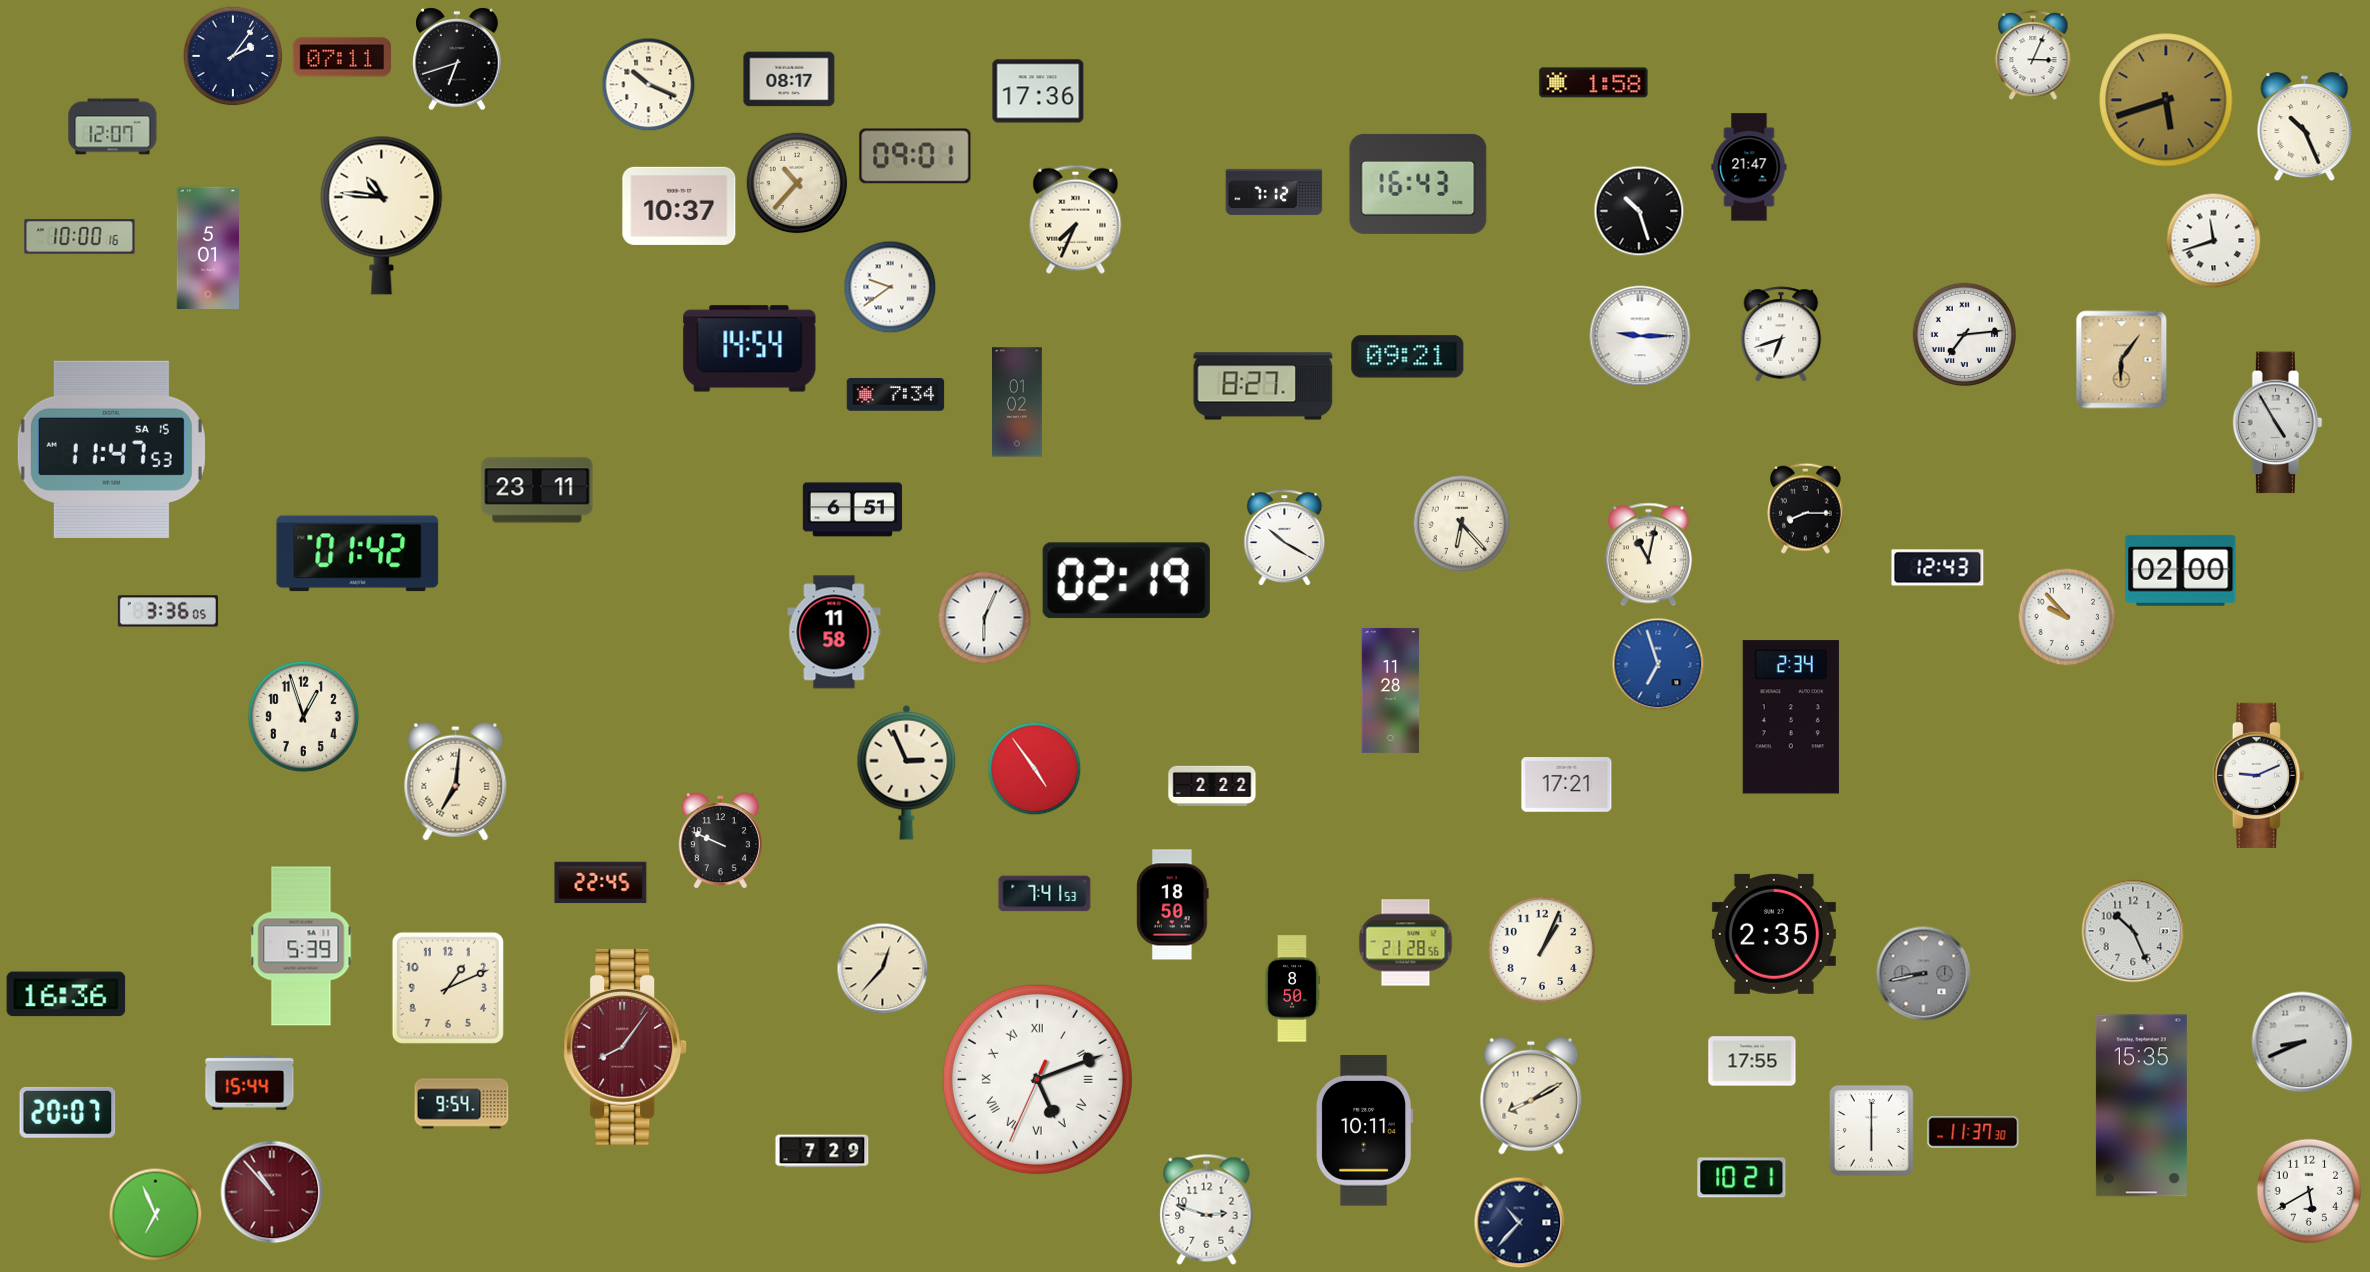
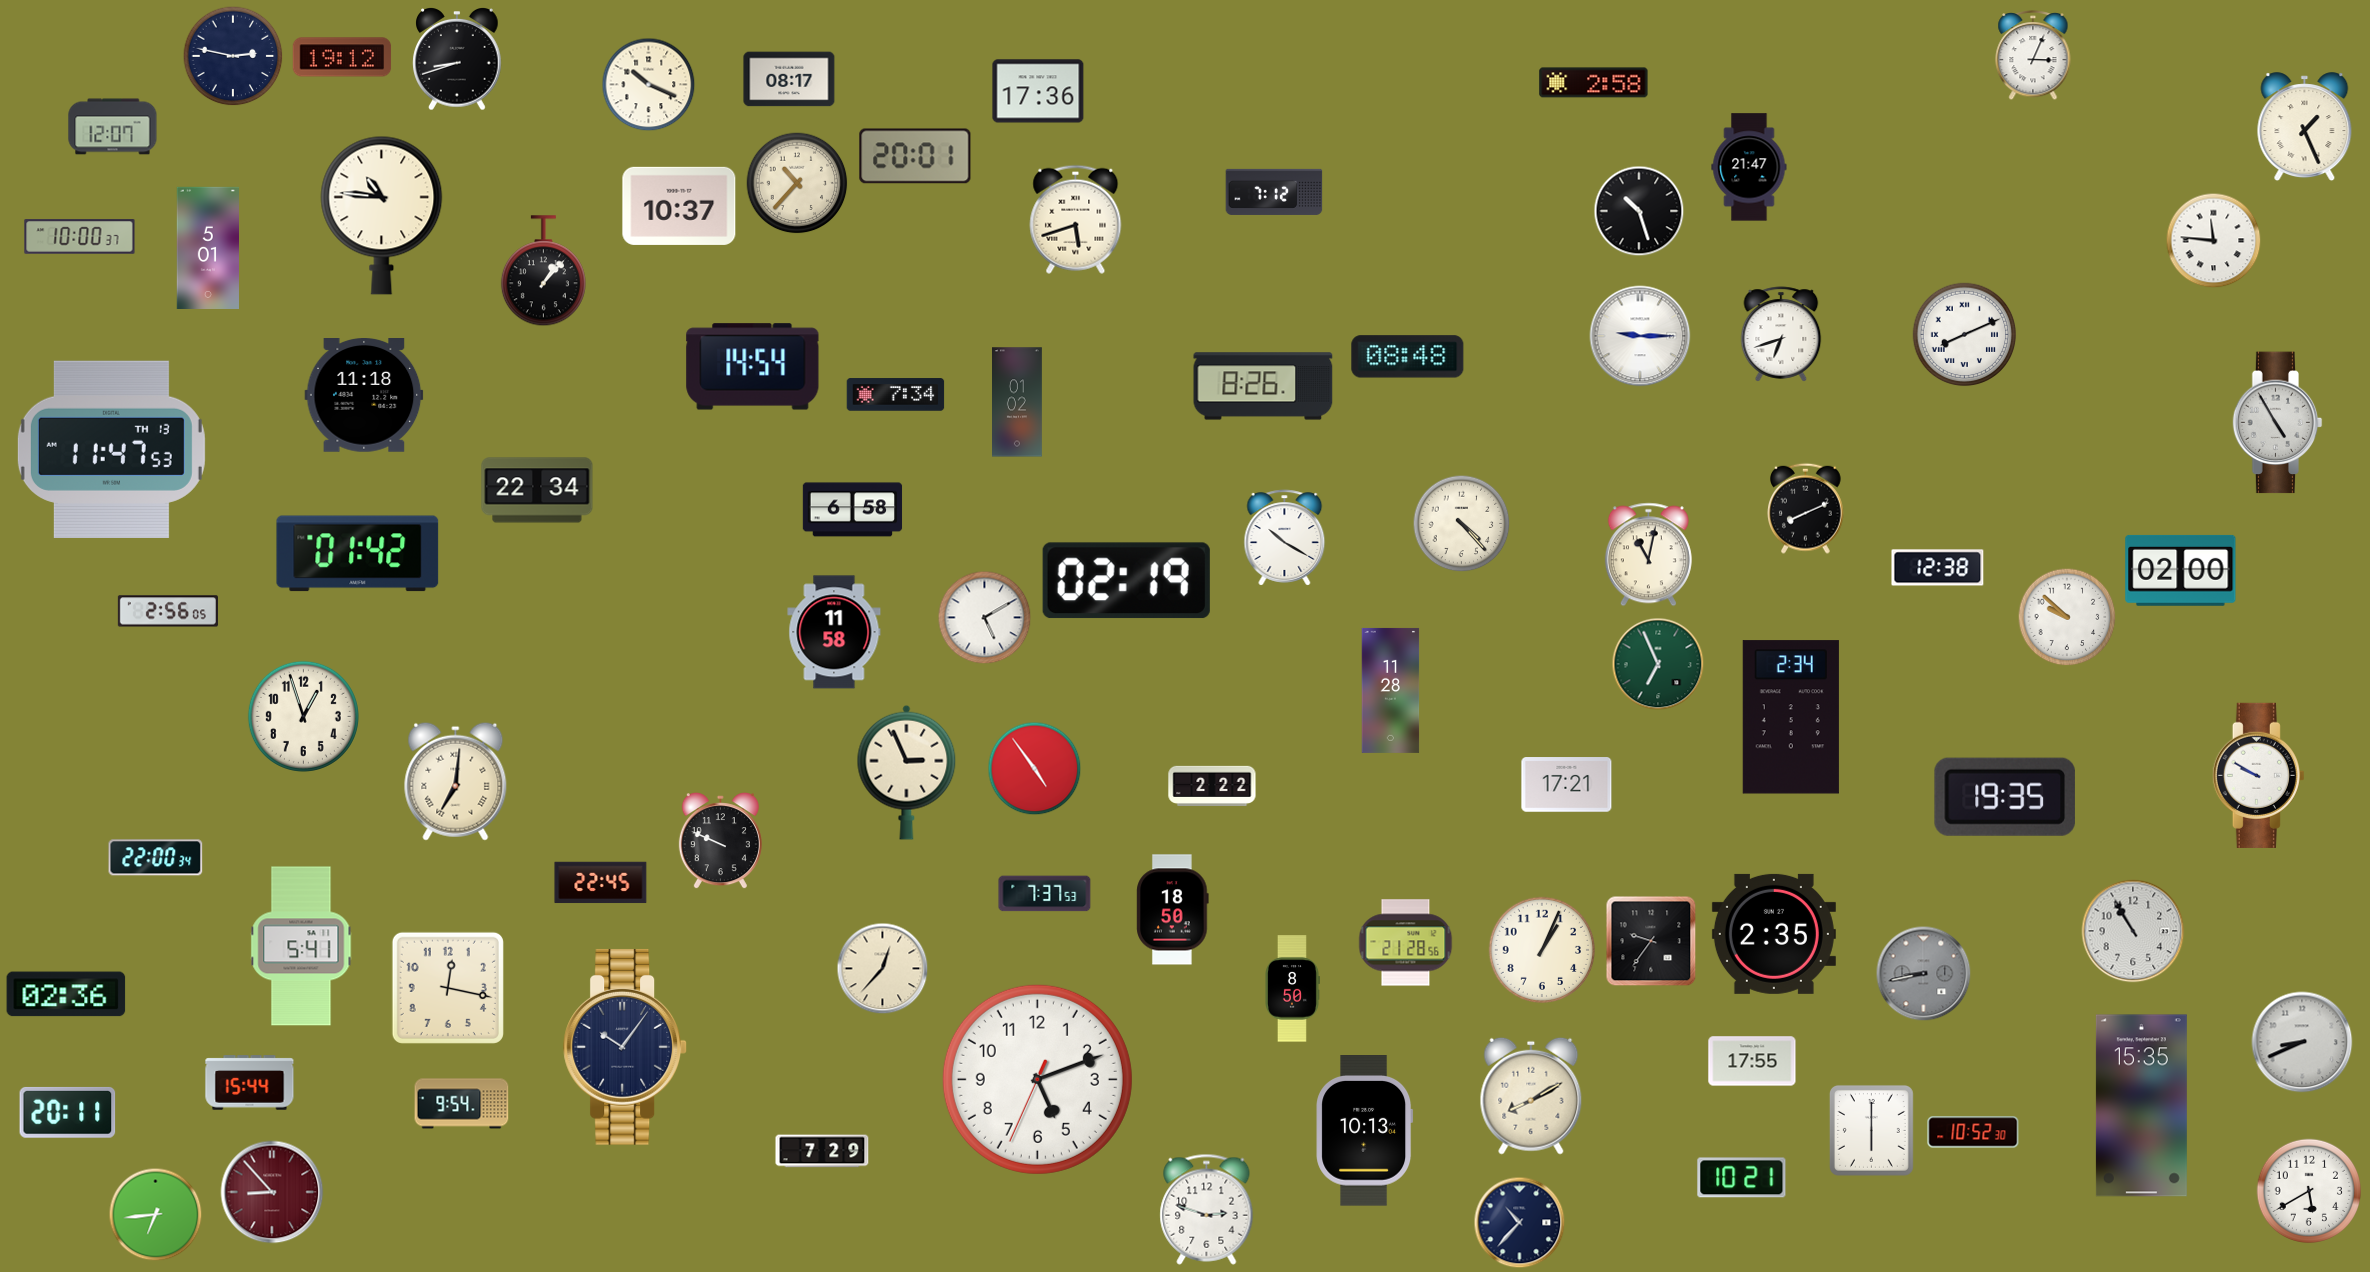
clock at (233, 56): 2:06 -> 2:47
clock at (342, 57): 07:11 -> 19:12
clock at (457, 60): 6:42 -> 8:42
clock at (1594, 83): 1:58 -> 2:58
clock at (2166, 100): 5:42 -> none
clock at (2305, 127): 10:26 -> 1:26
clock at (915, 156): 09:01 -> 20:01
clock at (1418, 184): 16:43 -> none
clock at (1076, 219): 7:34 -> 5:42
clock at (80, 237): 10:00:16 -> 10:00:37
clock at (2214, 241): 11:42 -> 11:46
clock at (543, 271): none -> 1:07
clock at (890, 287): 9:39 -> none
clock at (1965, 335): 7:14 -> 8:11
clock at (750, 349) position: (750, 349) -> (753, 367)
clock at (1408, 357): 09:21 -> 08:48
clock at (2122, 360): 6:06 -> none
clock at (1263, 386): 8:27 -> 8:26
clock at (364, 396): none -> 11:18
clock at (111, 449) date: SA 15 -> TH 13
clock at (537, 490): 23:11 -> 22:34
clock at (1806, 508): 8:15 -> 8:11
clock at (853, 510): 6:51 -> 6:58
clock at (1462, 524): 6:23 -> 4:23
clock at (1938, 568): 12:43 -> 12:38
clock at (168, 611): 3:36 -> 2:56
clock at (2067, 617): 9:53 -> 9:52
clock at (985, 618): 6:04 -> 5:10
clock at (1658, 664): 6:57 -> 6:56
clock at (1658, 664) dial: blue -> green
clock at (2258, 775): 9:11 -> 9:50
clock at (2005, 797): none -> 19:35
clock at (156, 858): none -> 22:00
clock at (1045, 894): 7:41 -> 7:37
clock at (1173, 905) position: (1173, 905) -> (1173, 910)
clock at (2133, 931): 10:26 -> 10:55
clock at (1651, 941): none -> 9:36
clock at (301, 946): 5:39 -> 5:41
clock at (448, 988): 1:11 -> 12:17
clock at (66, 994): 16:36 -> 02:36
clock at (626, 1047): 8:06 -> 10:06
clock at (626, 1047) dial: burgundy -> navy
clock at (1037, 1079) numerals: Roman -> Arabic
clock at (68, 1112): 20:07 -> 20:11
clock at (1365, 1131): 10:11 -> 10:13
clock at (1973, 1132): 11:37 -> 10:52
clock at (272, 1192): 10:53 -> 8:53
clock at (156, 1215): 6:56 -> 6:44
